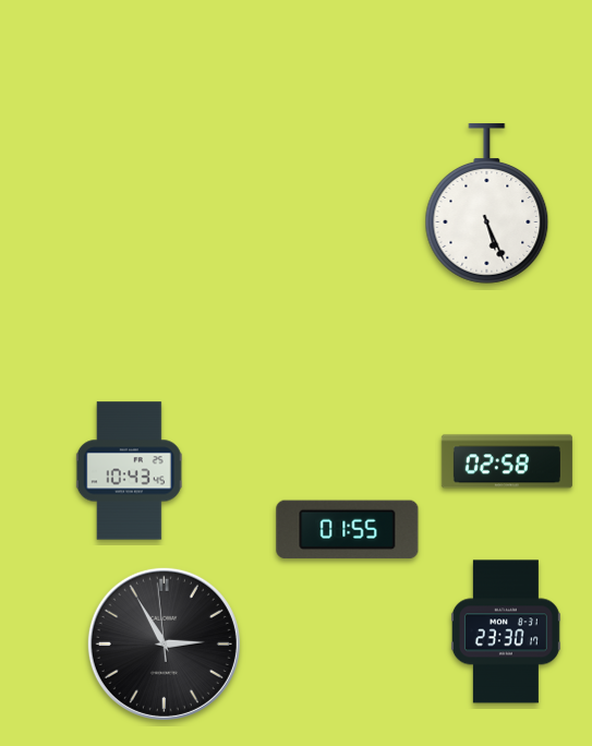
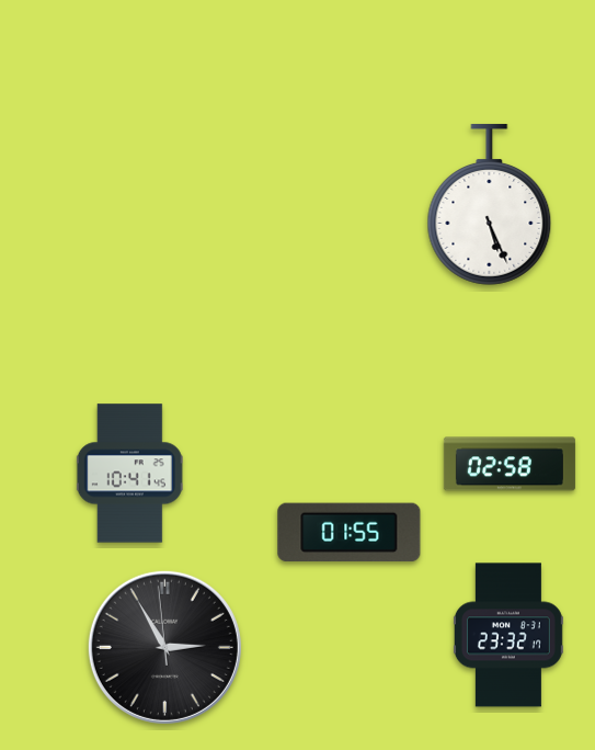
clock at (129, 471): 10:43 -> 10:41
clock at (506, 631): 23:30 -> 23:32
